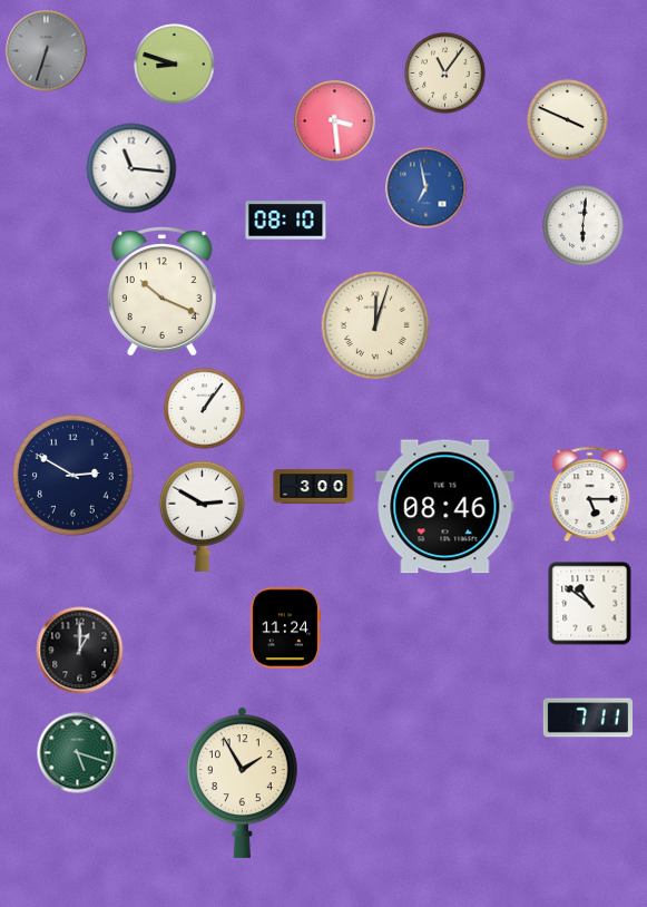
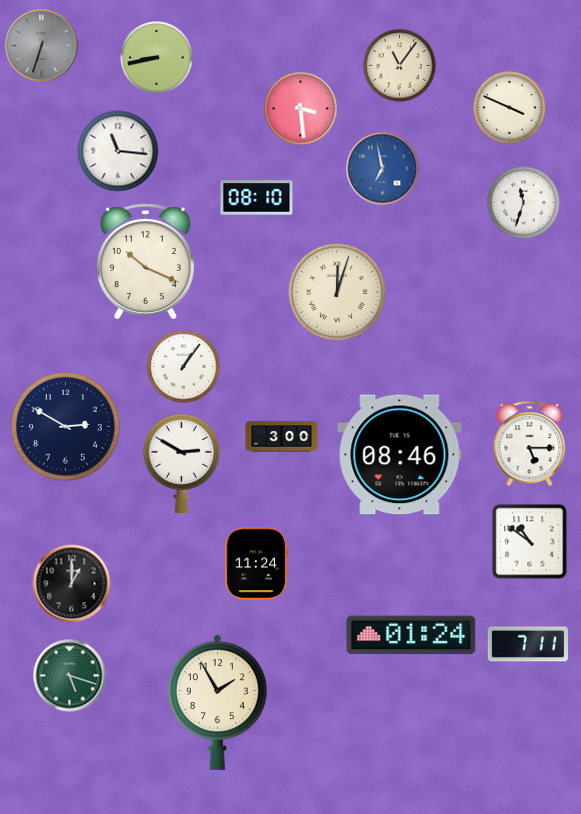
clock at (175, 65): 8:48 -> 8:43
clock at (584, 226): 6:01 -> 11:33
clock at (411, 635): none -> 01:24
